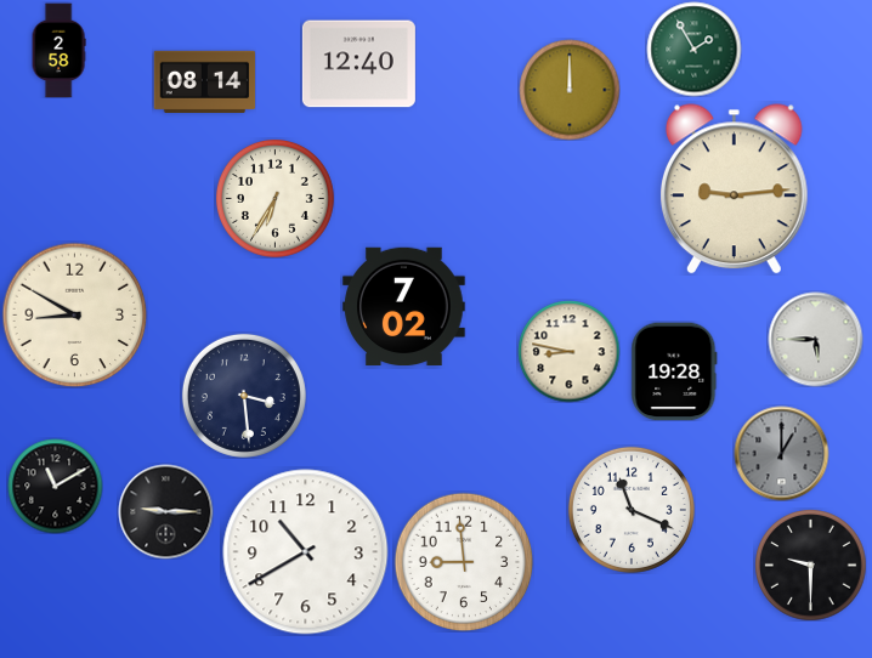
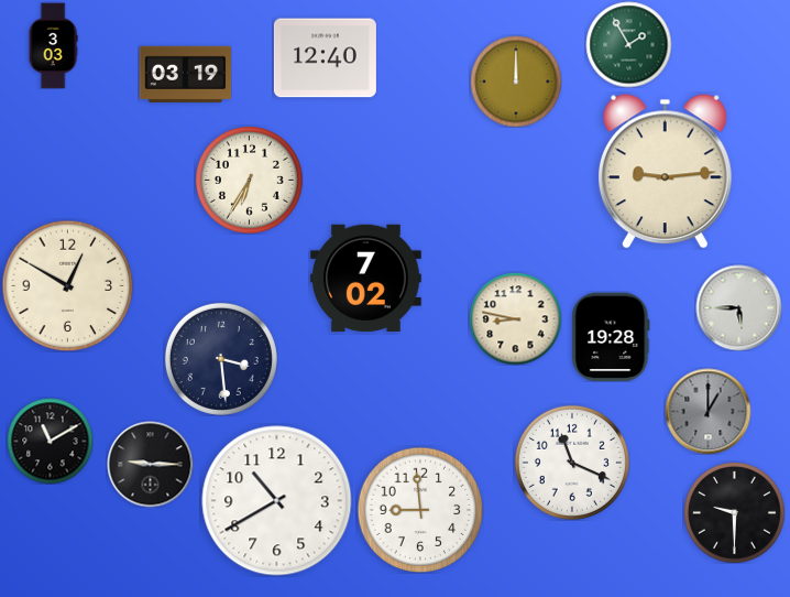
clock at (58, 50): 2:58 -> 3:03
clock at (204, 81): 08:14 -> 03:19
clock at (74, 314): 8:50 -> 12:50
